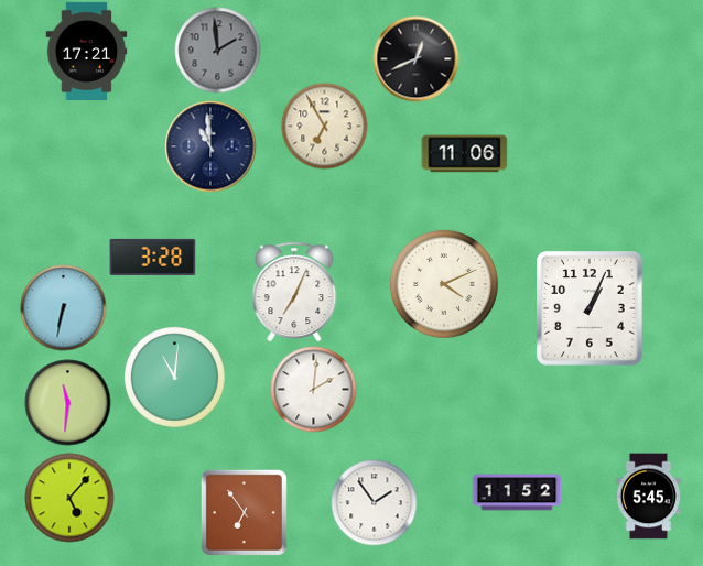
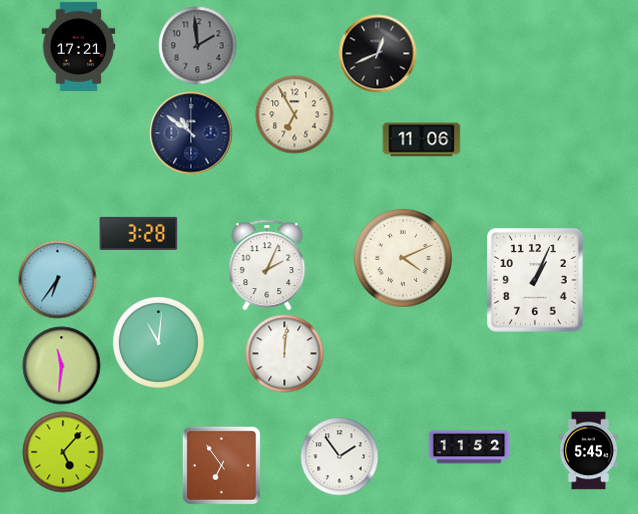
clock at (210, 146): 10:59 -> 10:51
clock at (294, 292): 7:04 -> 2:04
clock at (63, 307): 6:32 -> 6:36
clock at (313, 389): 2:01 -> 12:01
